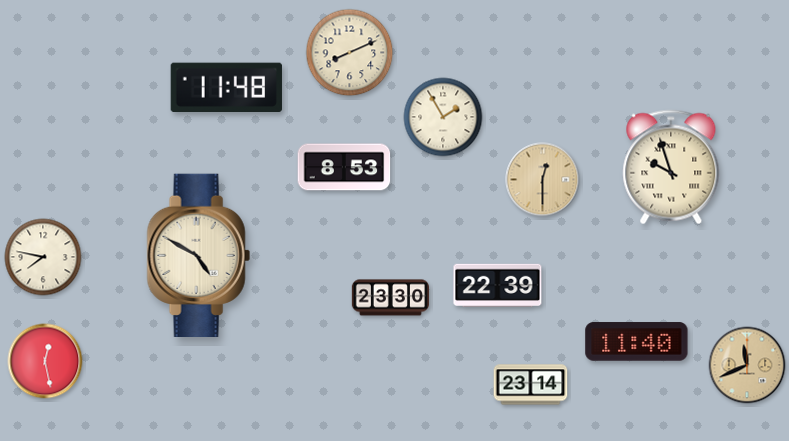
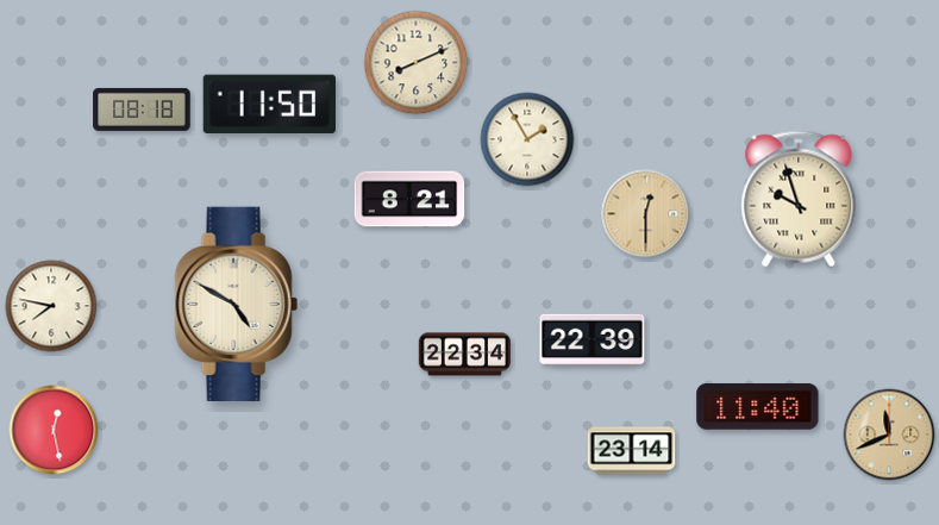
clock at (226, 87): 11:48 -> 11:50
clock at (142, 110): none -> 08:18
clock at (344, 167): 8:53 -> 8:21
clock at (391, 298): 23:30 -> 22:34
clock at (531, 385) position: (531, 385) -> (632, 451)
